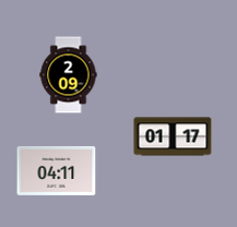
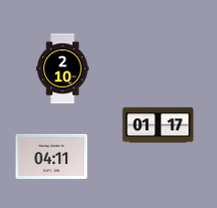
clock at (69, 75): 2:09 -> 2:10
